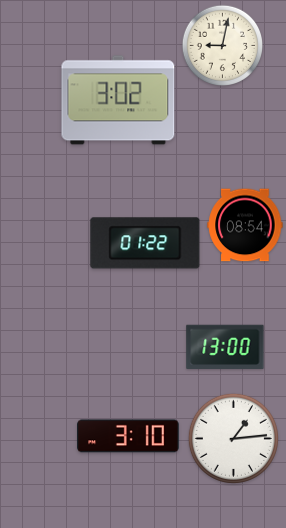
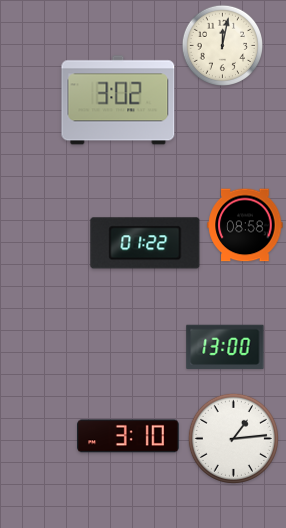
clock at (222, 45): 9:02 -> 12:02
clock at (245, 225): 08:54 -> 08:58
